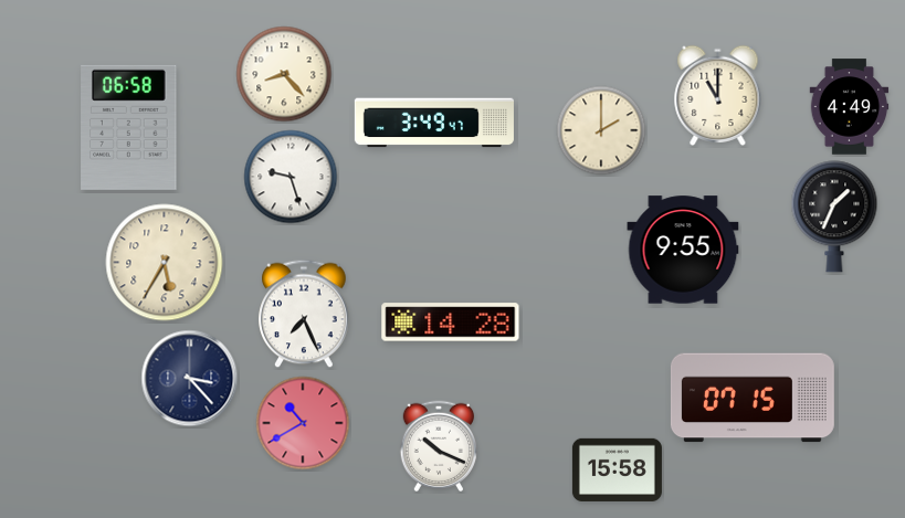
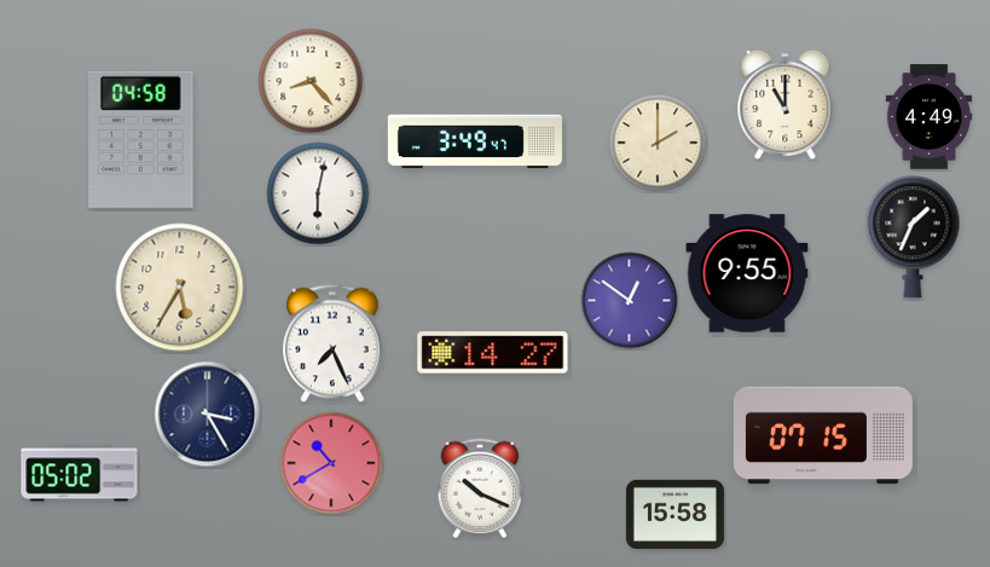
clock at (434, 123) position: (434, 123) -> (475, 141)
clock at (129, 127): 06:58 -> 04:58
clock at (291, 177): 9:27 -> 6:02
clock at (630, 301): none -> 12:51
clock at (451, 323): 14:28 -> 14:27
clock at (190, 379): 3:23 -> 3:25
clock at (80, 474): none -> 05:02
